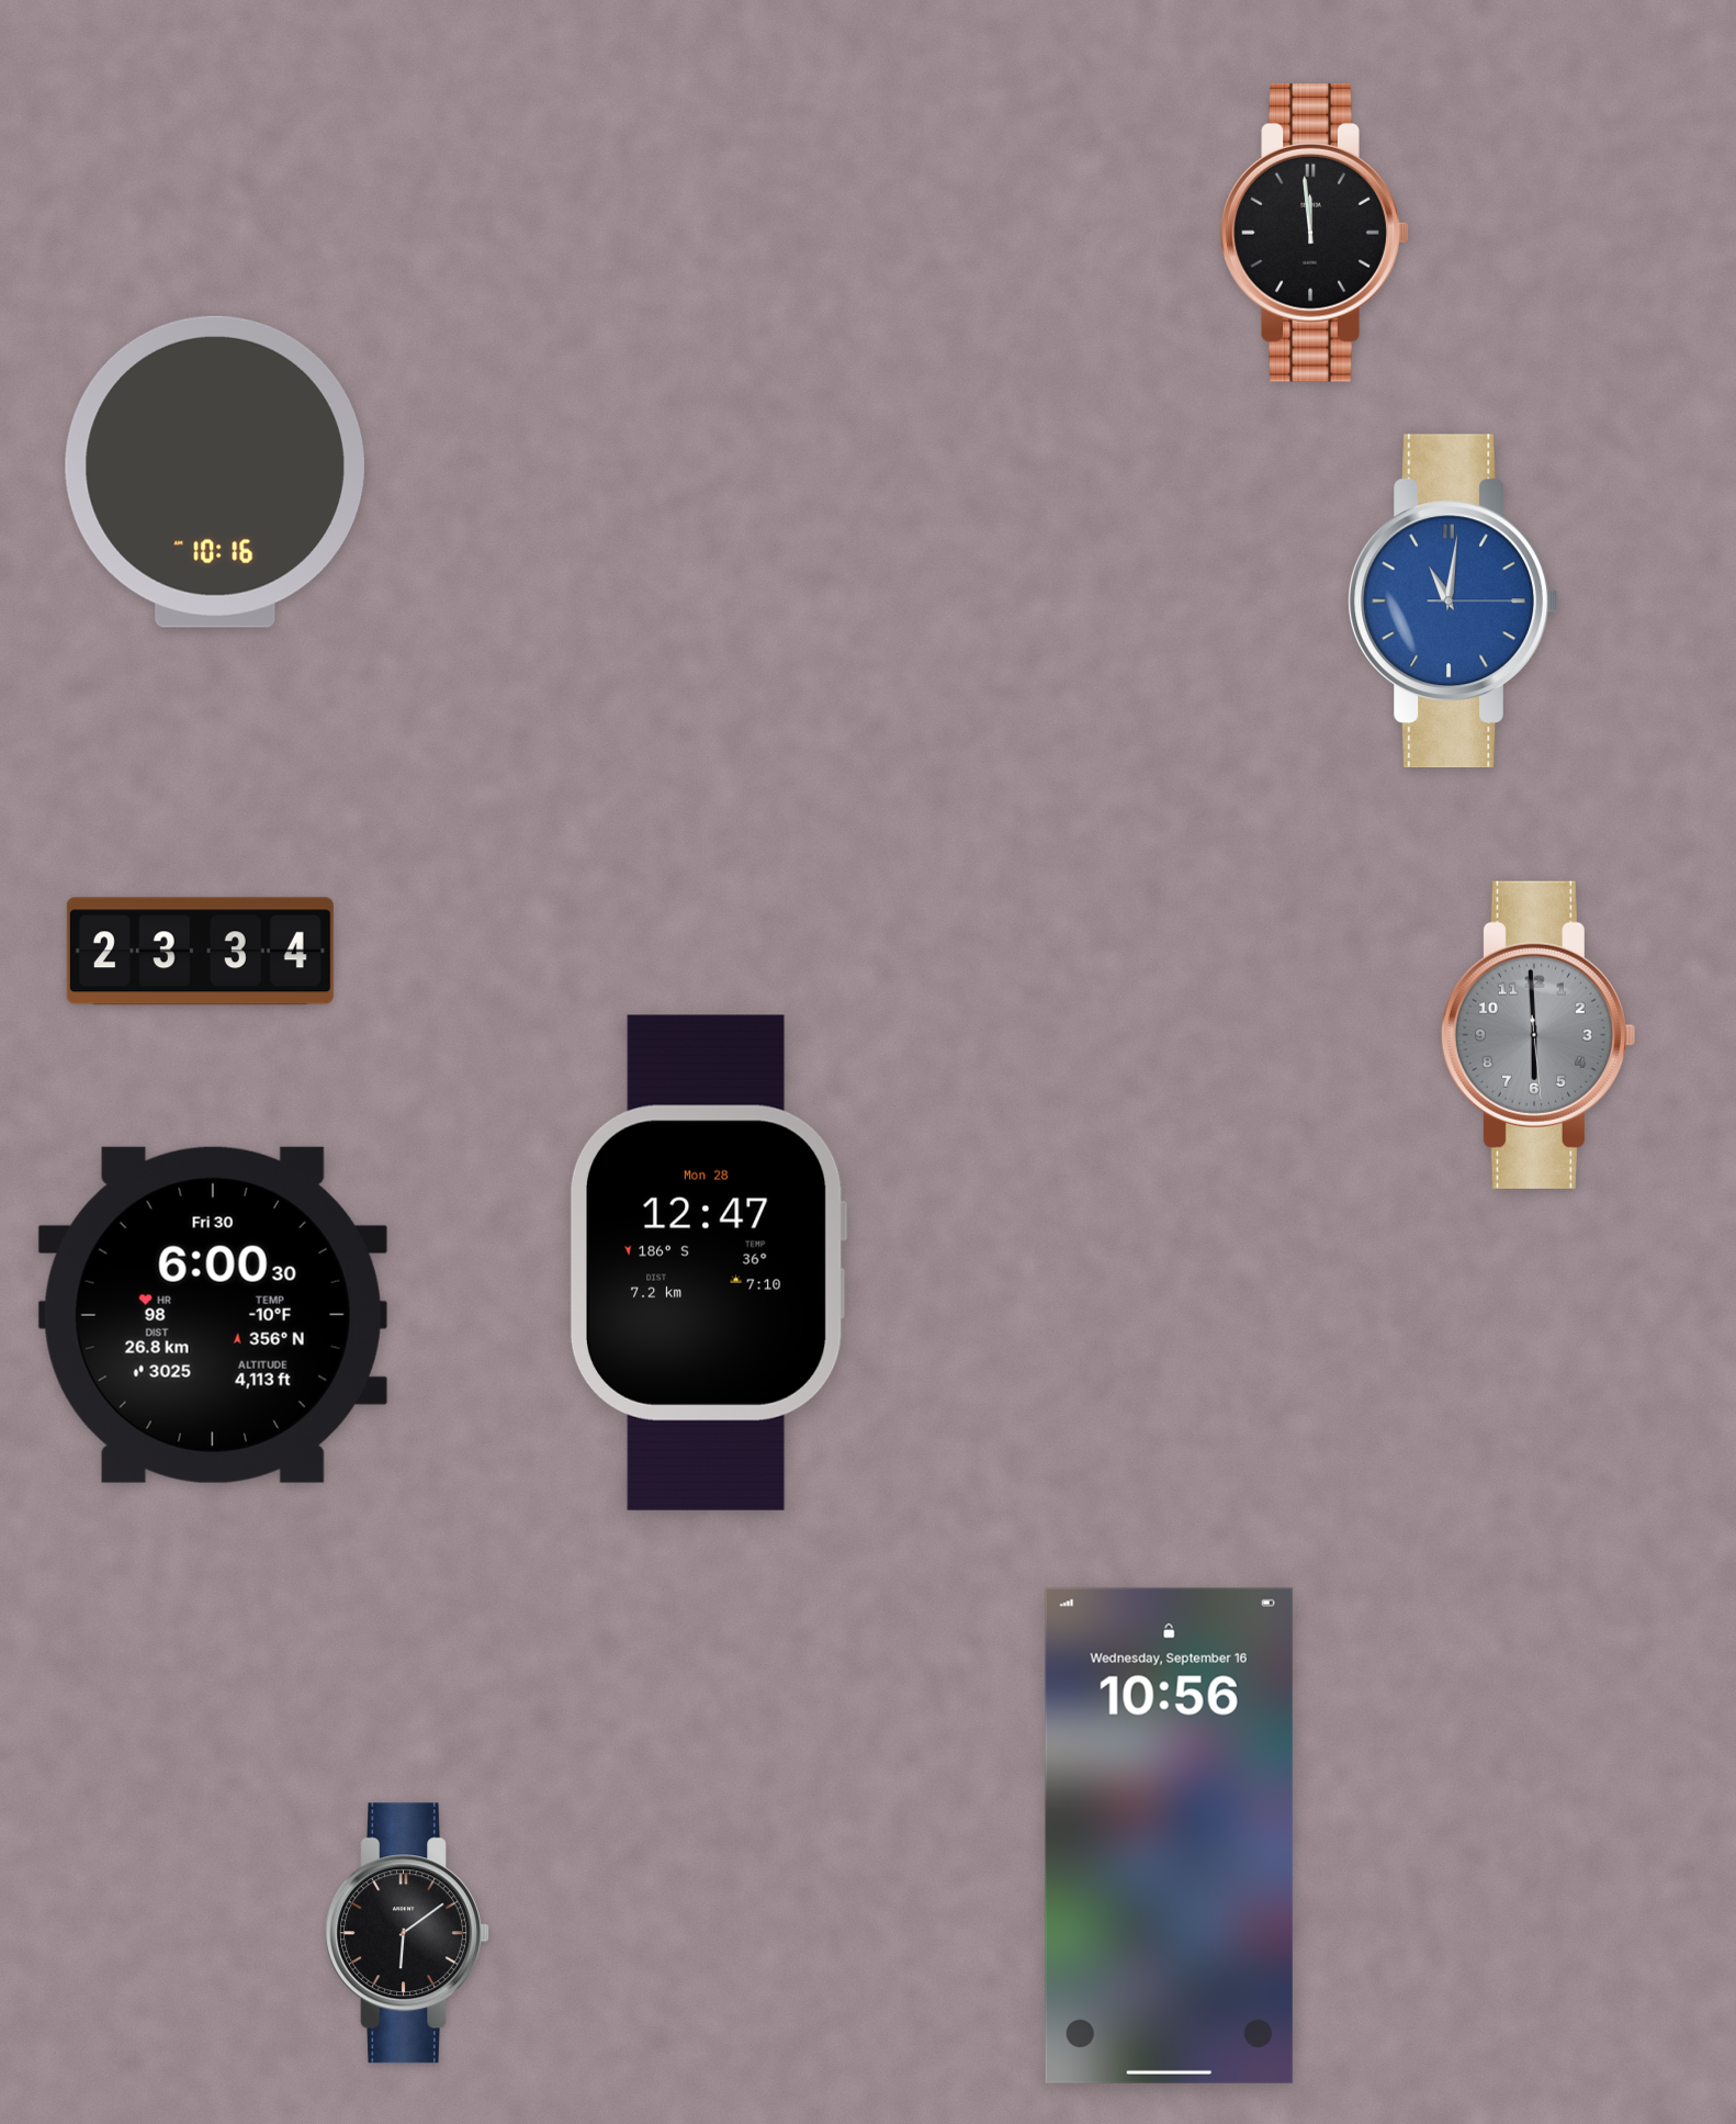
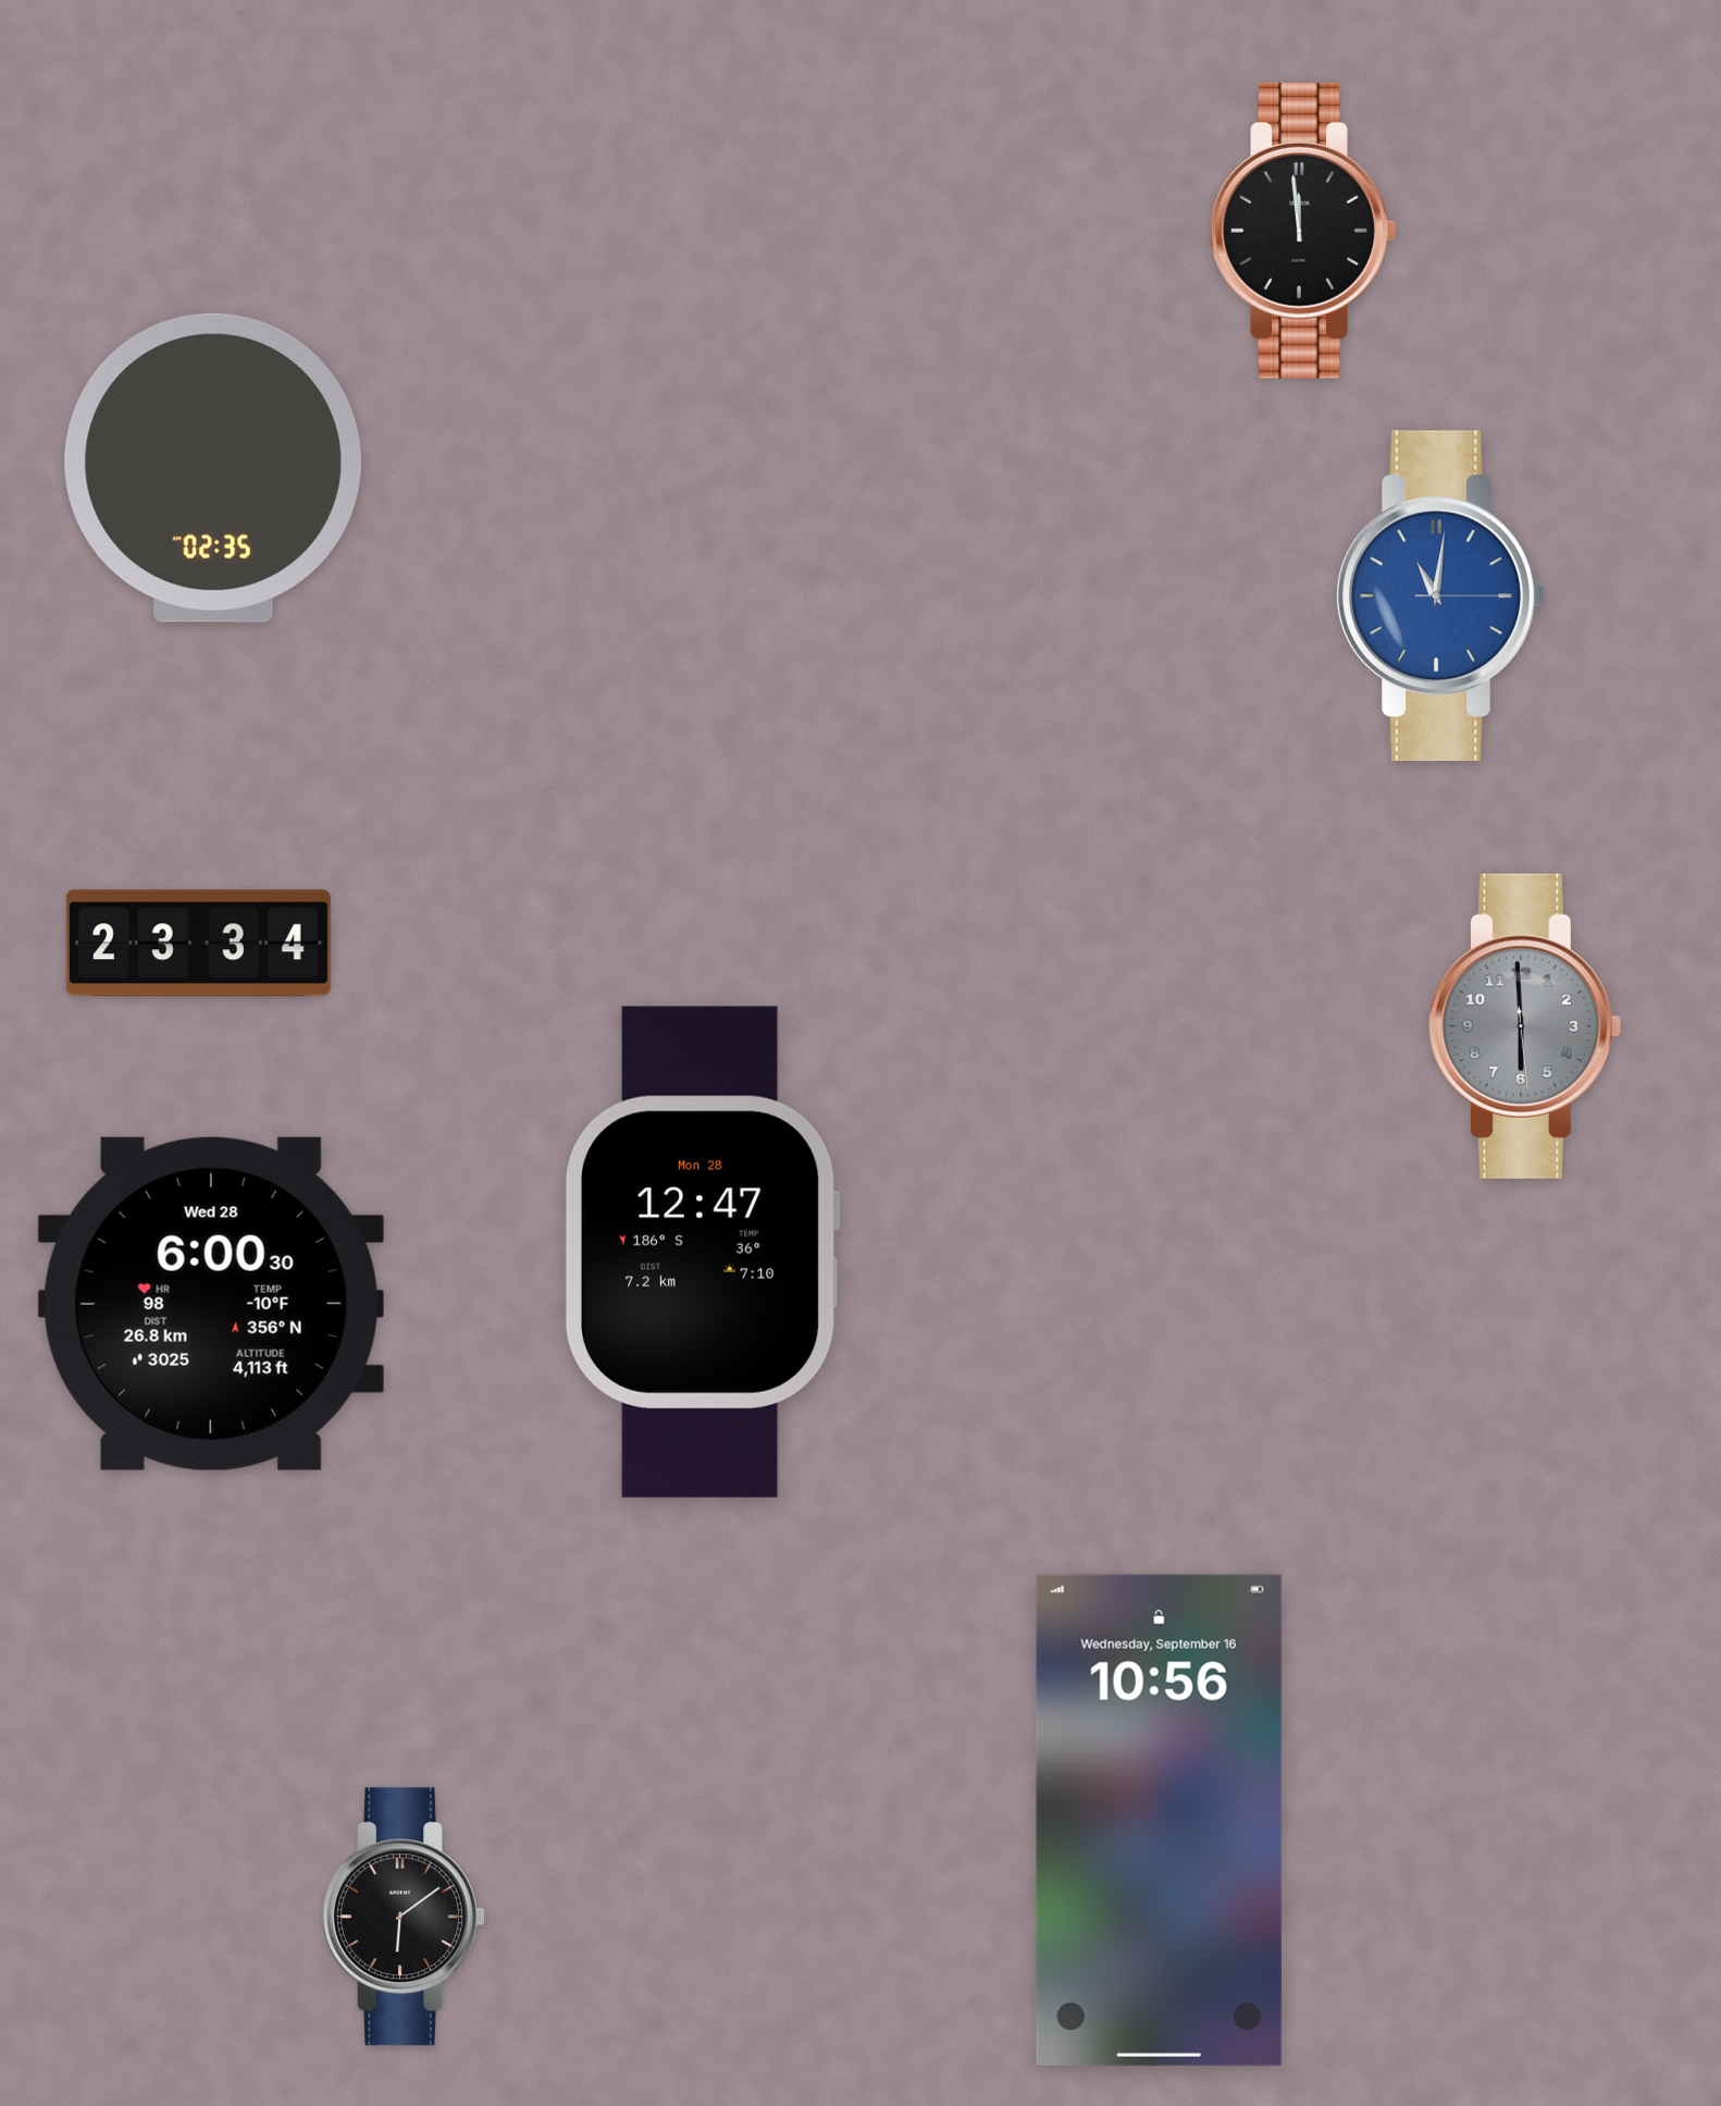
clock at (215, 472): 10:16 -> 02:35
clock at (213, 1315) date: Fri 30 -> Wed 28
